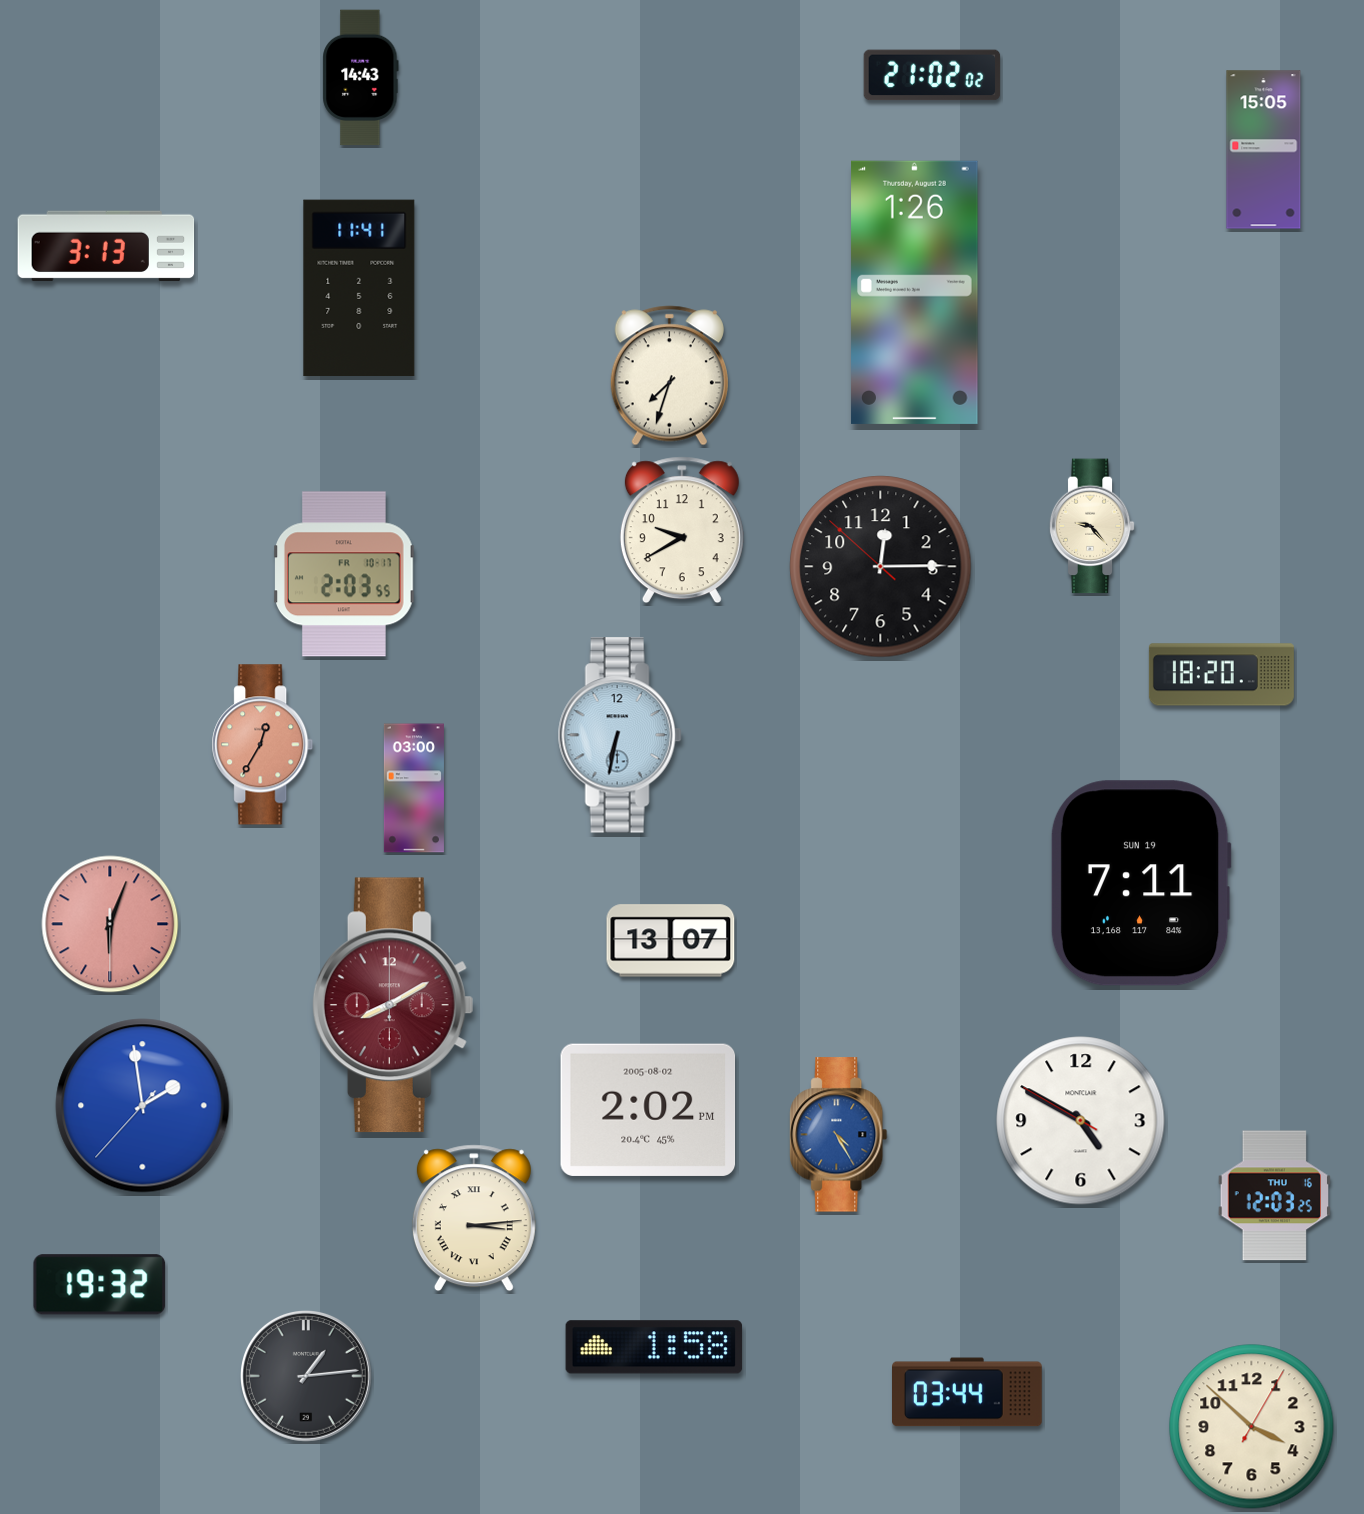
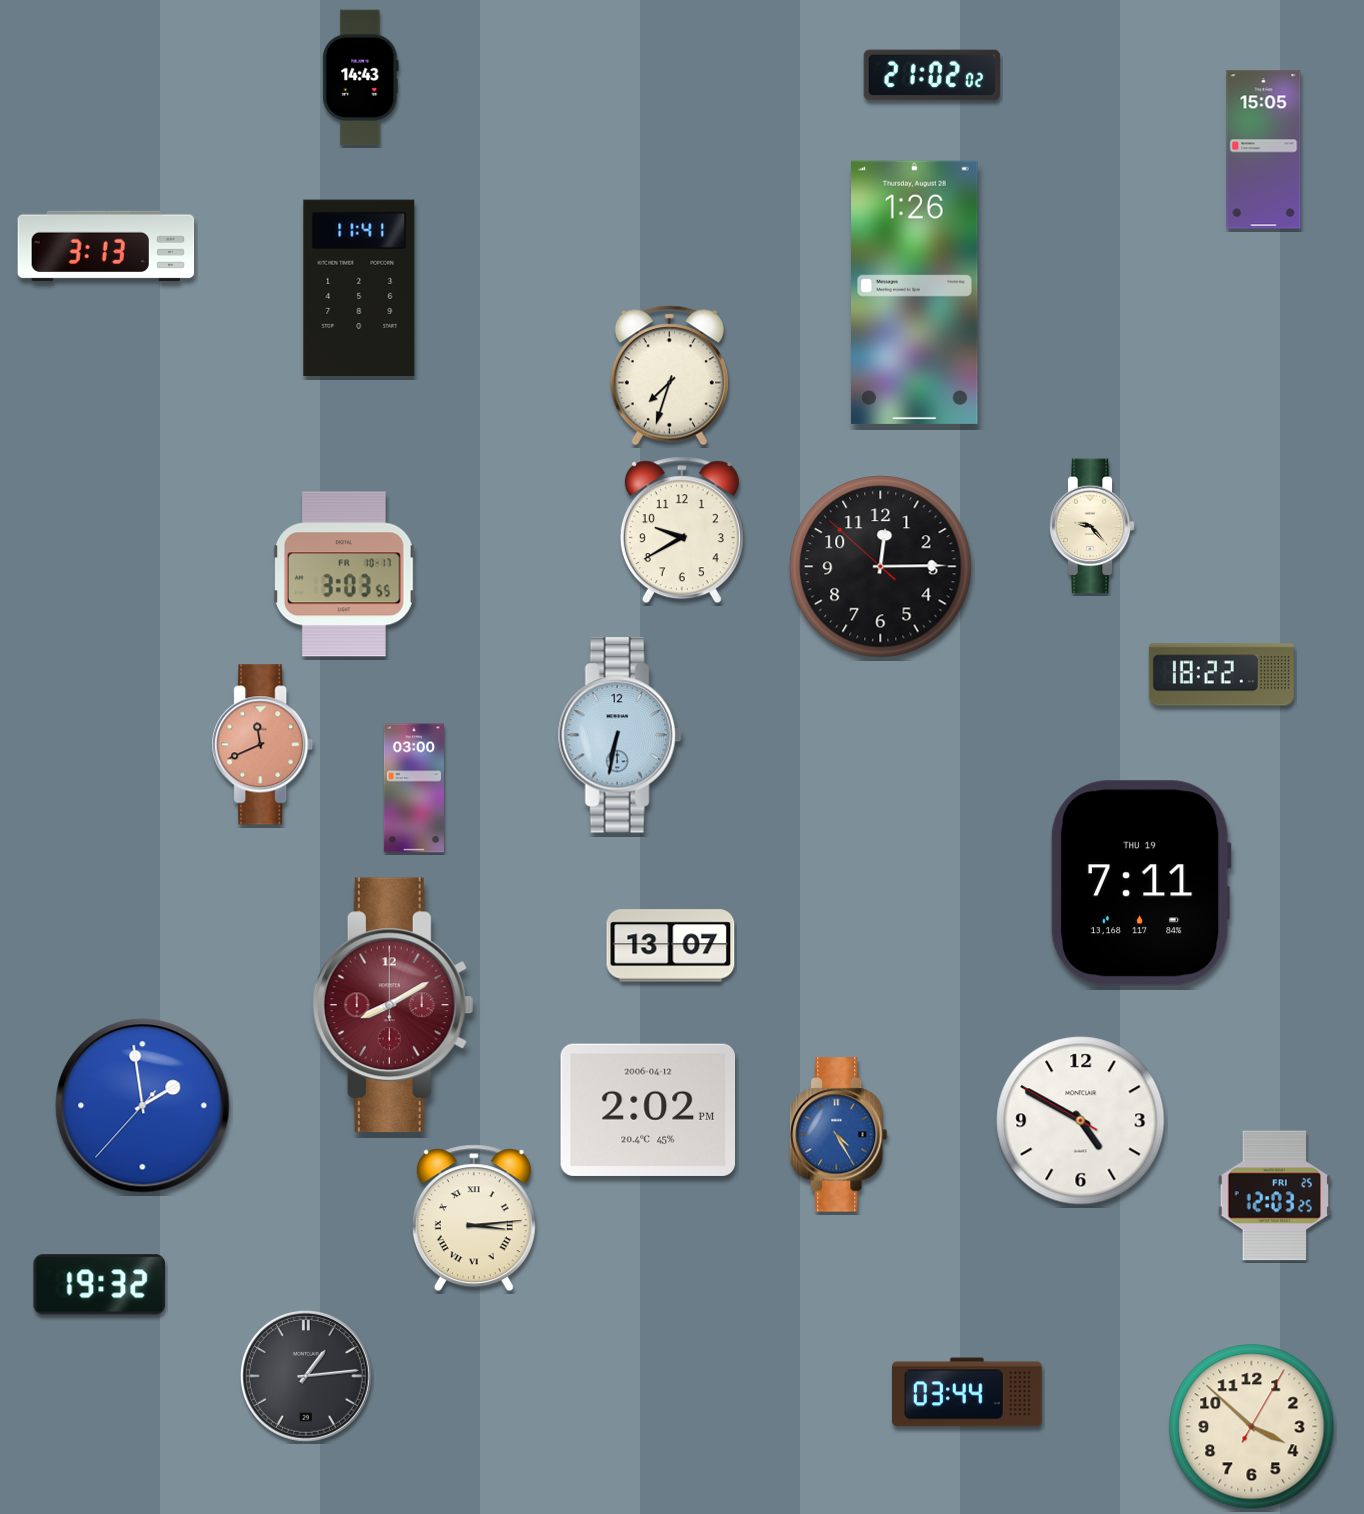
clock at (345, 574): 2:03 -> 3:03
clock at (1221, 675): 18:20 -> 18:22
clock at (263, 745): 12:35 -> 11:41
clock at (1141, 883) date: SUN 19 -> THU 19
clock at (110, 924): 6:03 -> none
clock at (671, 941) position: (671, 941) -> (671, 946)
clock at (648, 1110) date: 2005-08-02 -> 2006-04-12
clock at (1274, 1196) date: THU 16 -> FRI 25
clock at (654, 1347): 1:58 -> none
